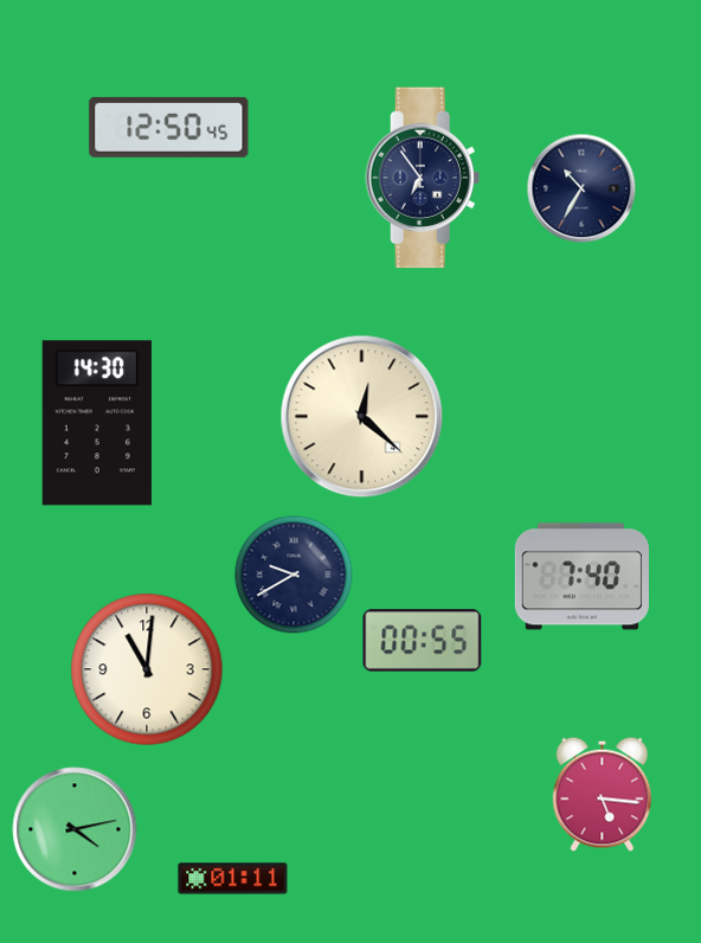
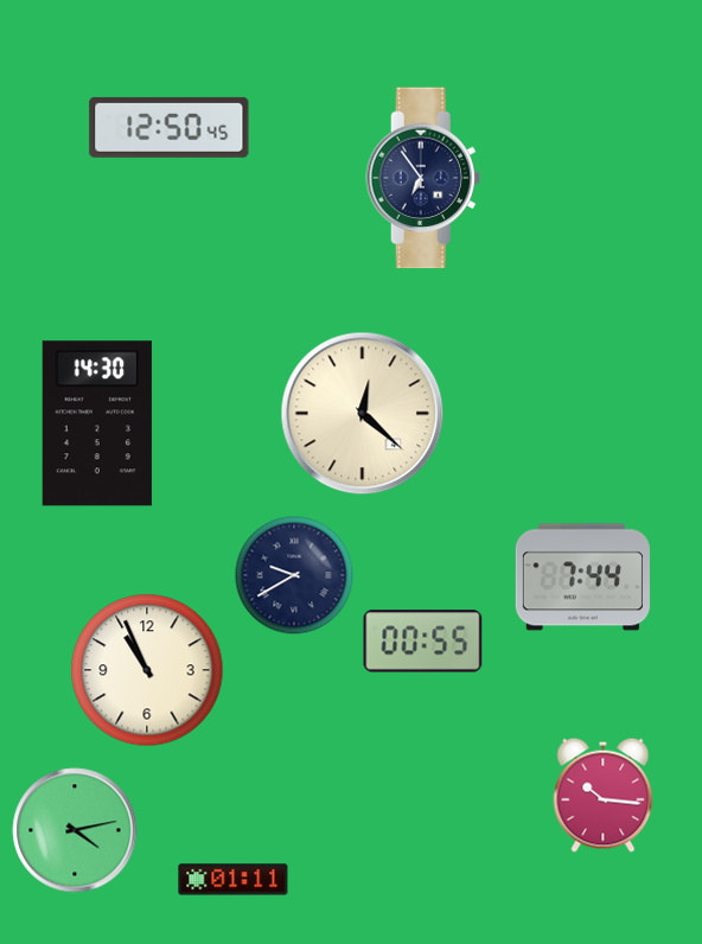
clock at (581, 188): 10:35 -> none
clock at (362, 417) position: (362, 417) -> (363, 414)
clock at (581, 577): 7:40 -> 7:44
clock at (147, 669): 11:01 -> 10:56
clock at (603, 794): 5:16 -> 10:16
